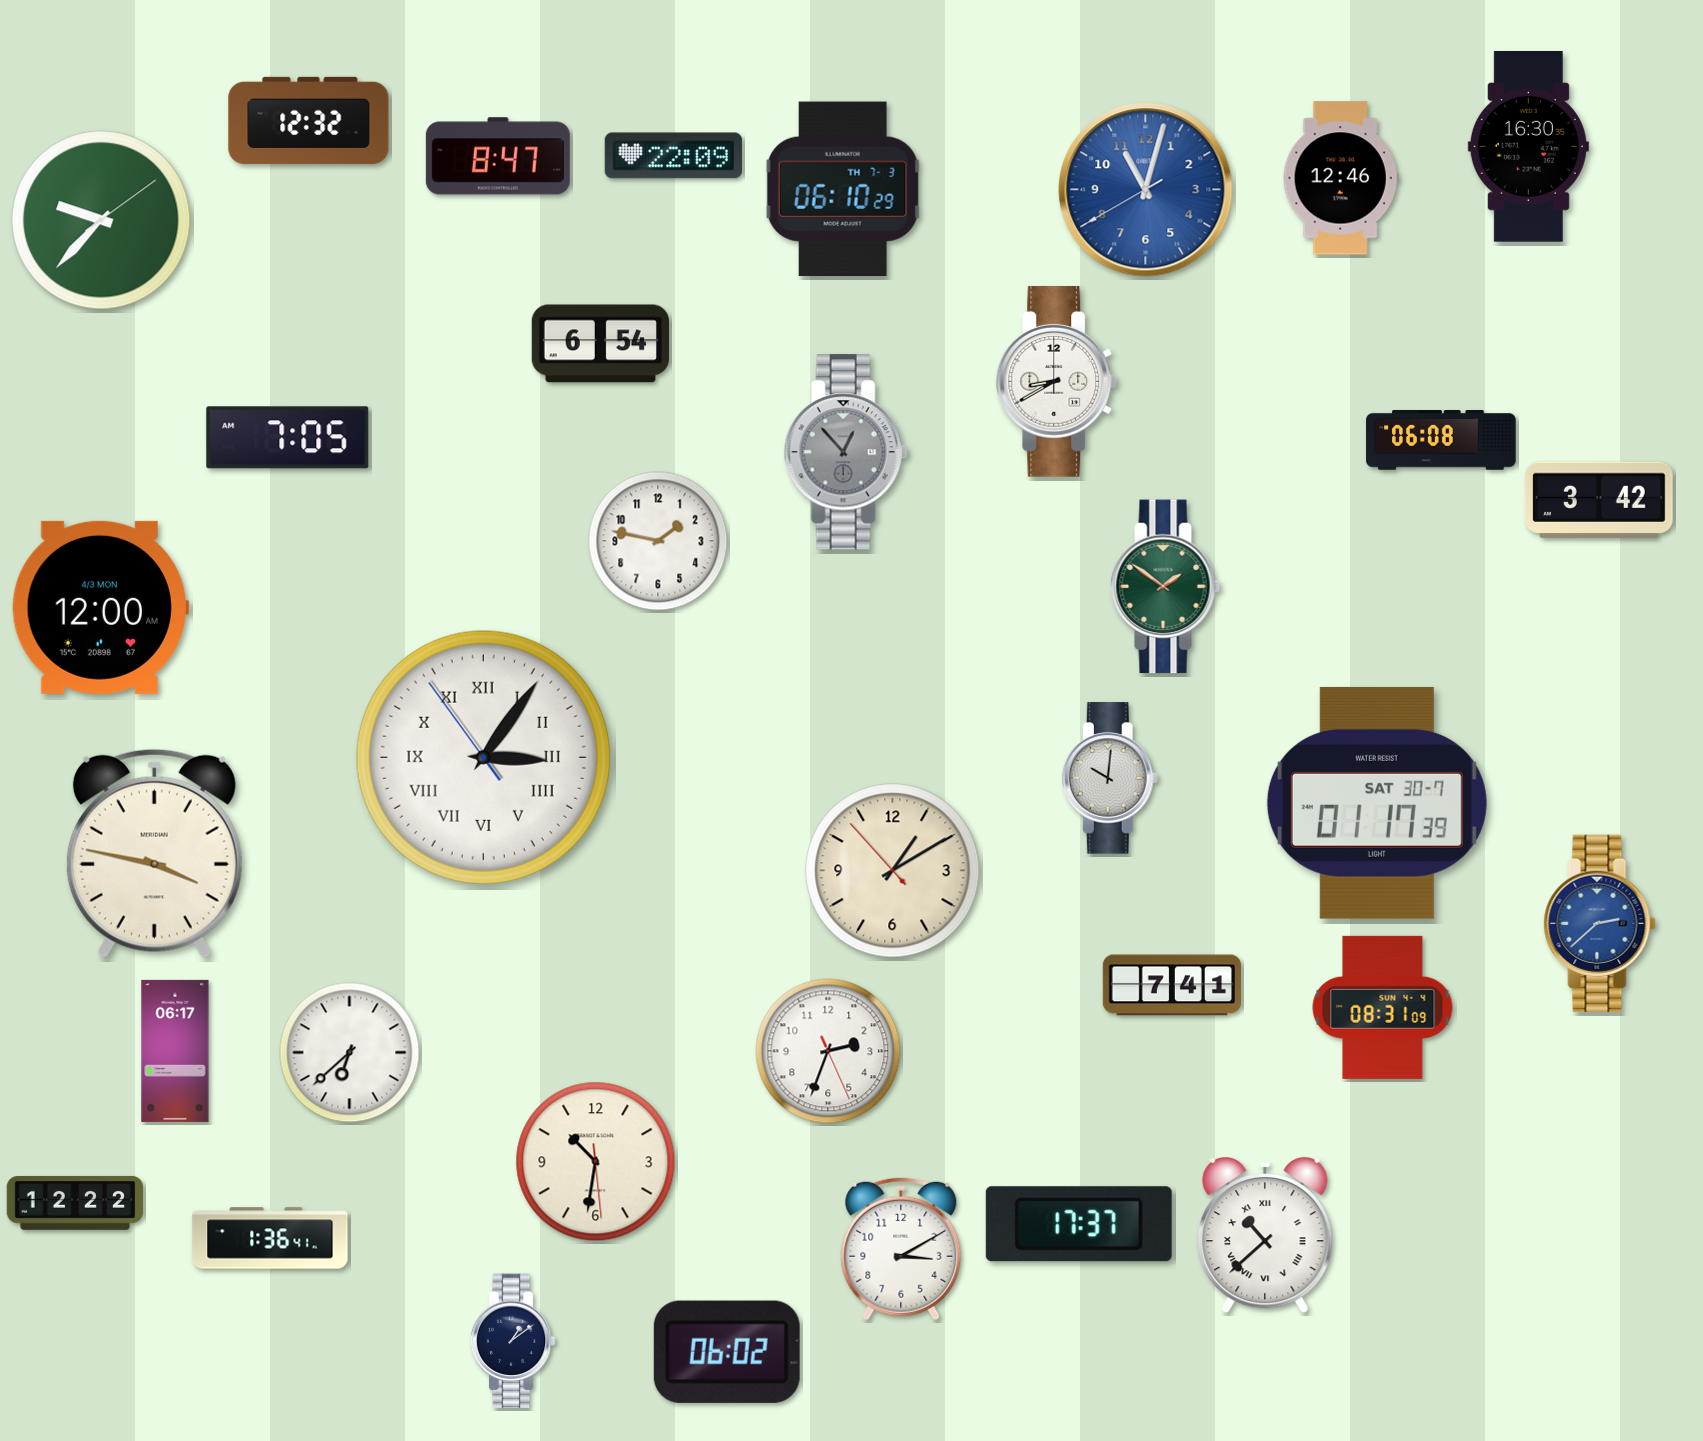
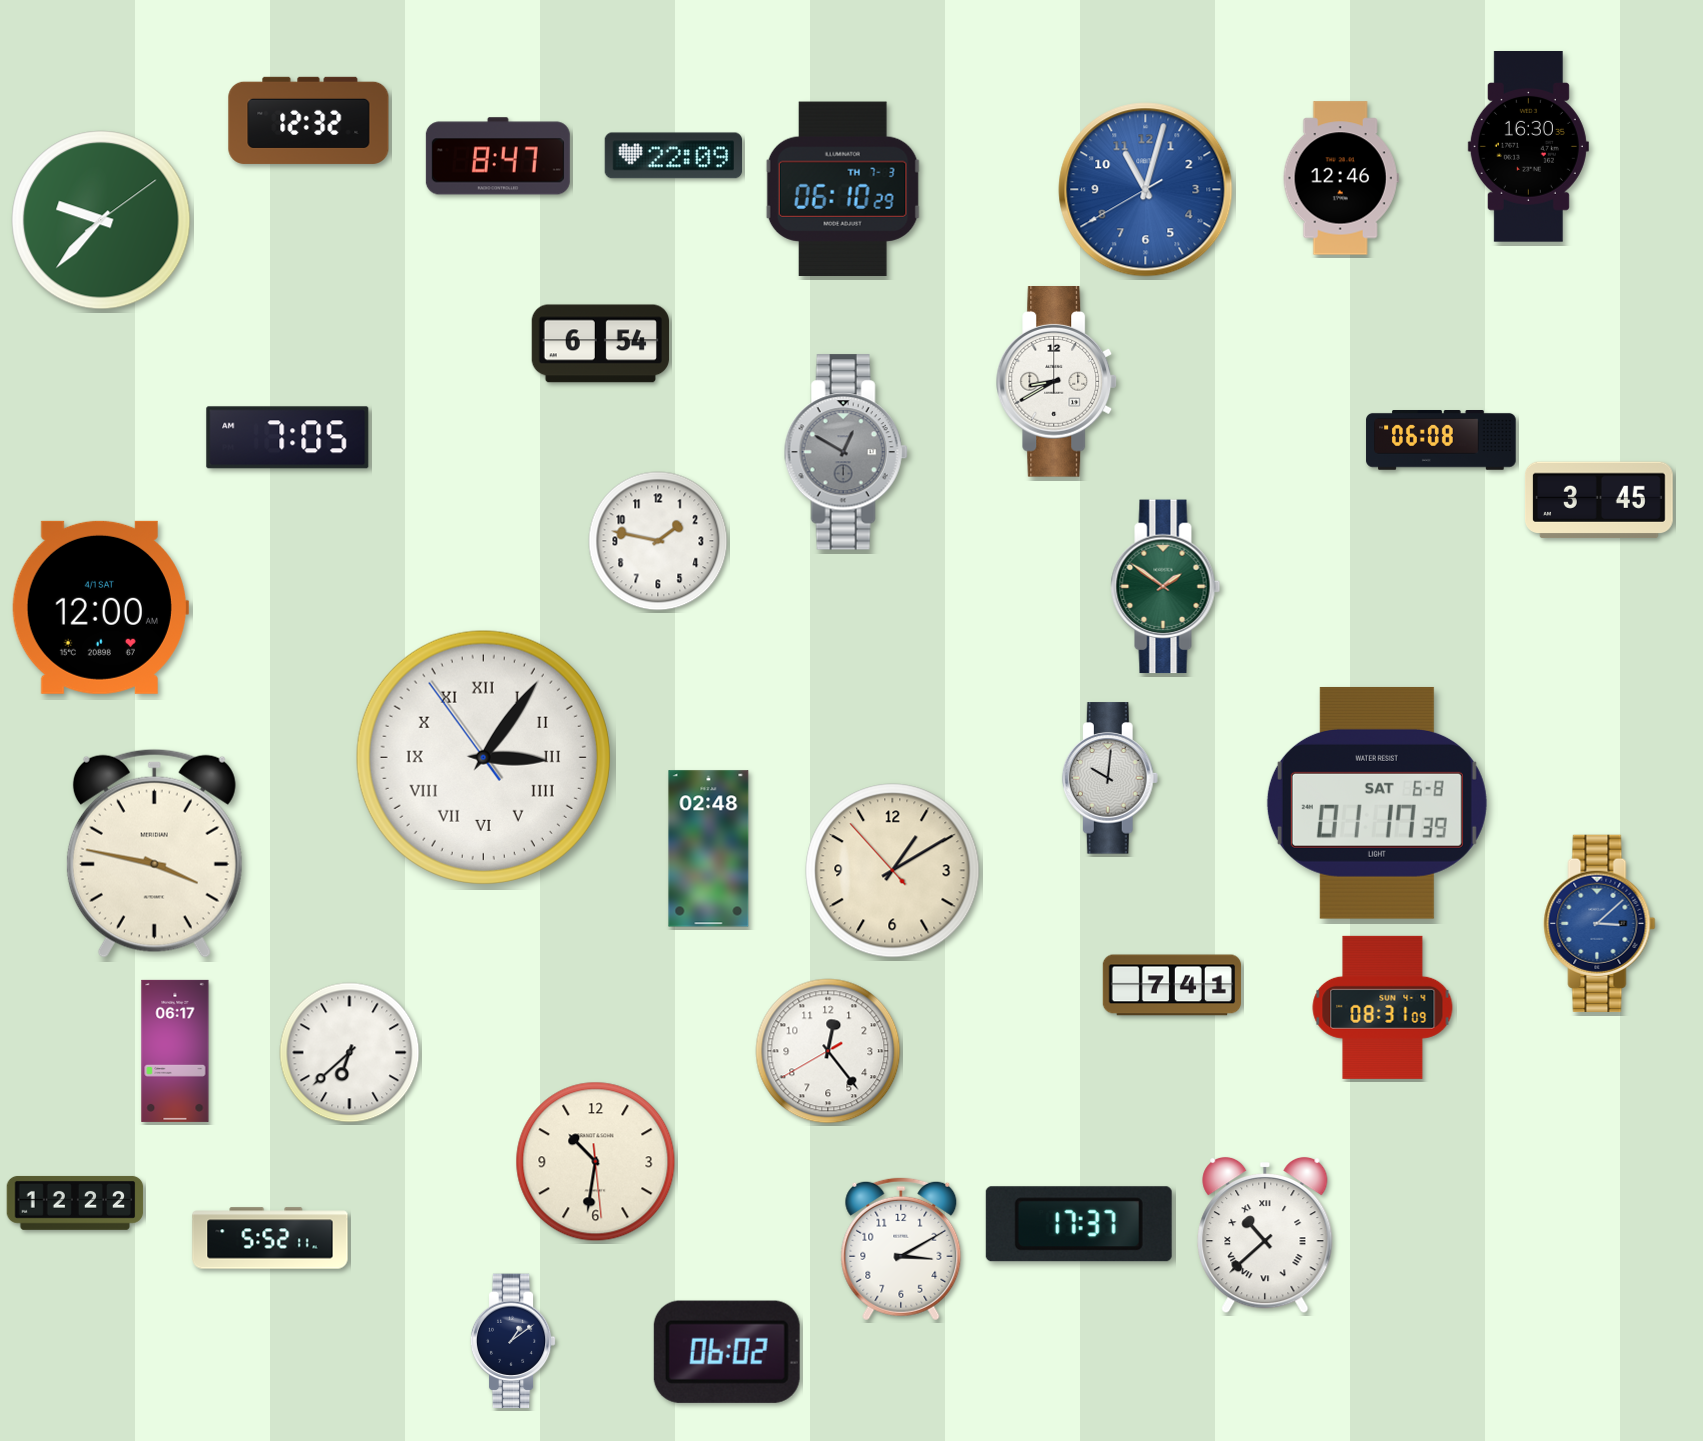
clock at (846, 452): 12:53 -> 12:50
clock at (1599, 500): 3:42 -> 3:45
clock at (100, 607) date: 4/3 MON -> 4/1 SAT
clock at (1377, 803) date: SAT 30-7 -> SAT 6-8
clock at (709, 849): none -> 02:48
clock at (1600, 923): 2:38 -> 3:08
clock at (828, 1051): 2:33 -> 12:23
clock at (270, 1238): 1:36 -> 5:52
